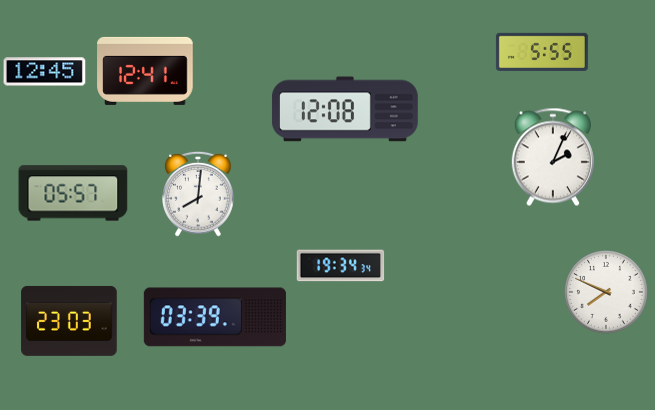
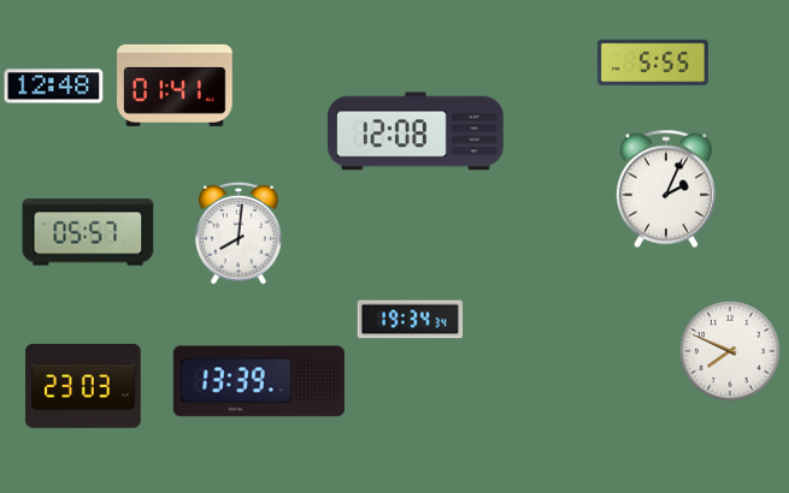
clock at (145, 71): 12:41 -> 01:41
clock at (45, 72): 12:45 -> 12:48
clock at (215, 317): 03:39 -> 13:39
